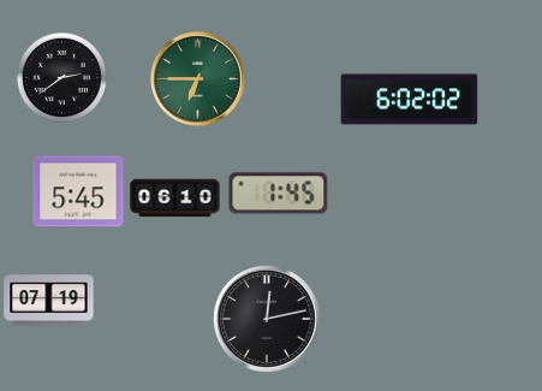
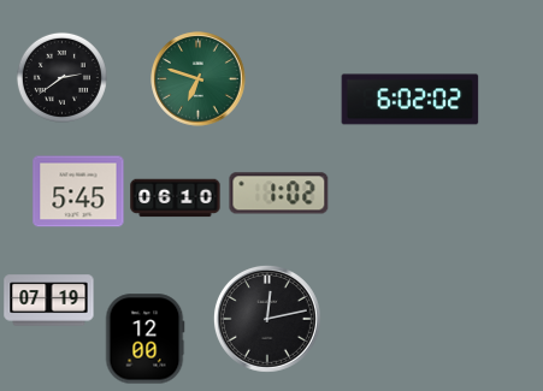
clock at (198, 79): 6:45 -> 6:48
clock at (279, 194): 1:45 -> 1:02
clock at (144, 339): none -> 12:00
